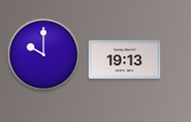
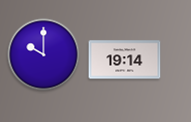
clock at (125, 60): 19:13 -> 19:14
